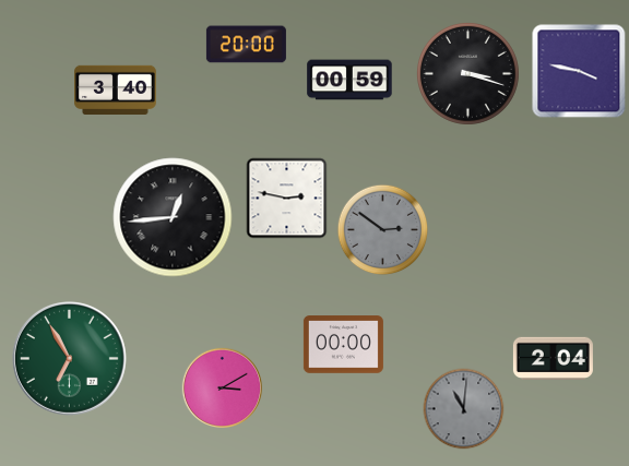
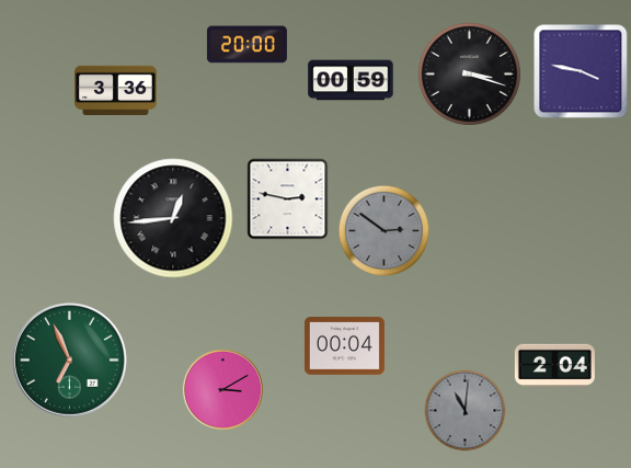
clock at (116, 89): 3:40 -> 3:36
clock at (343, 345): 00:00 -> 00:04
clock at (69, 358): 6:55 -> 6:56
clock at (553, 358) position: (553, 358) -> (554, 365)
